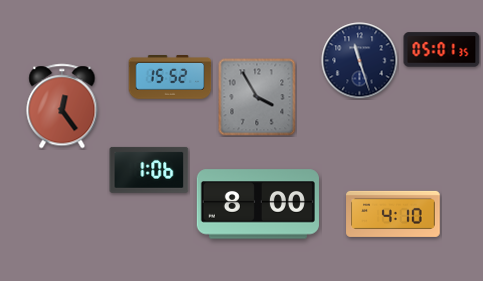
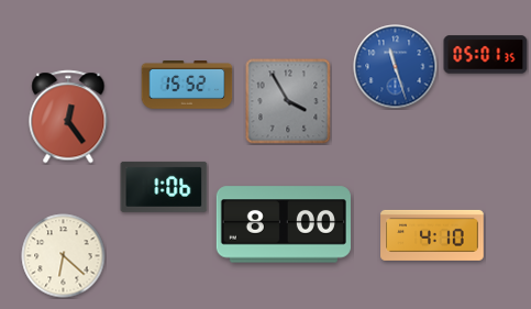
clock at (360, 61) dial: navy -> blue
clock at (257, 97) position: (257, 97) -> (288, 101)
clock at (64, 256): none -> 6:22
